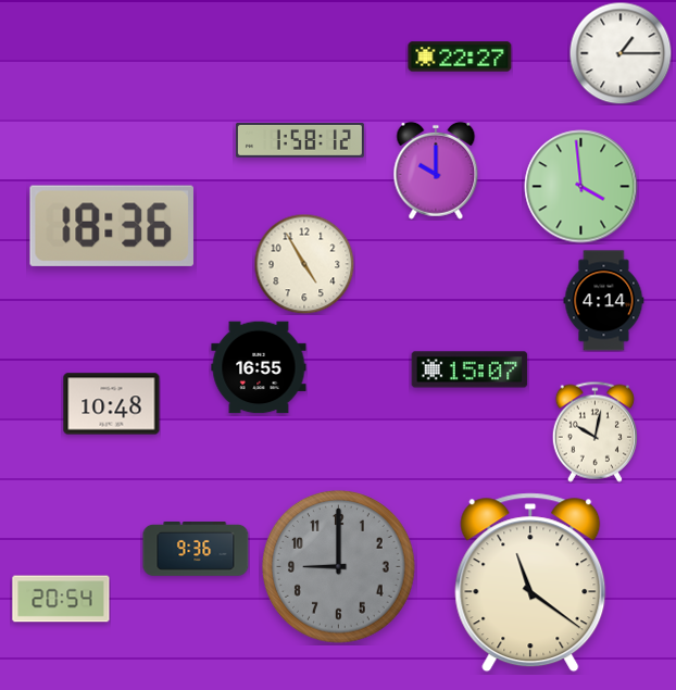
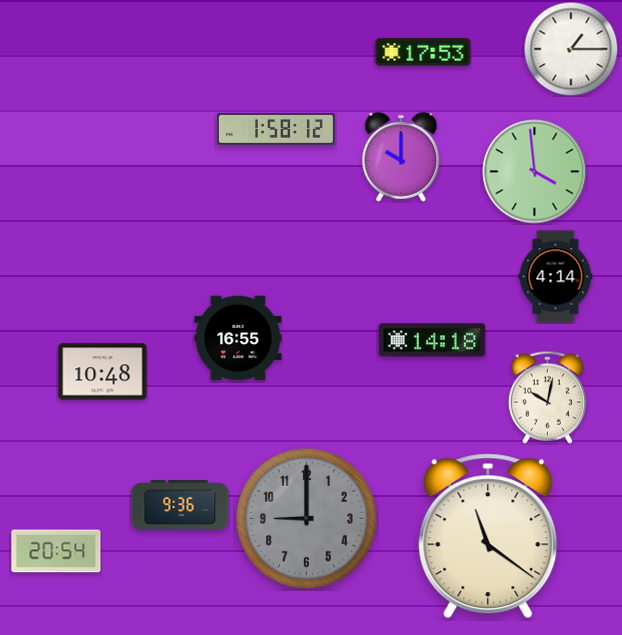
clock at (460, 57): 22:27 -> 17:53
clock at (112, 226): 18:36 -> none
clock at (304, 264): 4:55 -> none
clock at (470, 369): 15:07 -> 14:18
clock at (339, 567) position: (339, 567) -> (307, 519)
